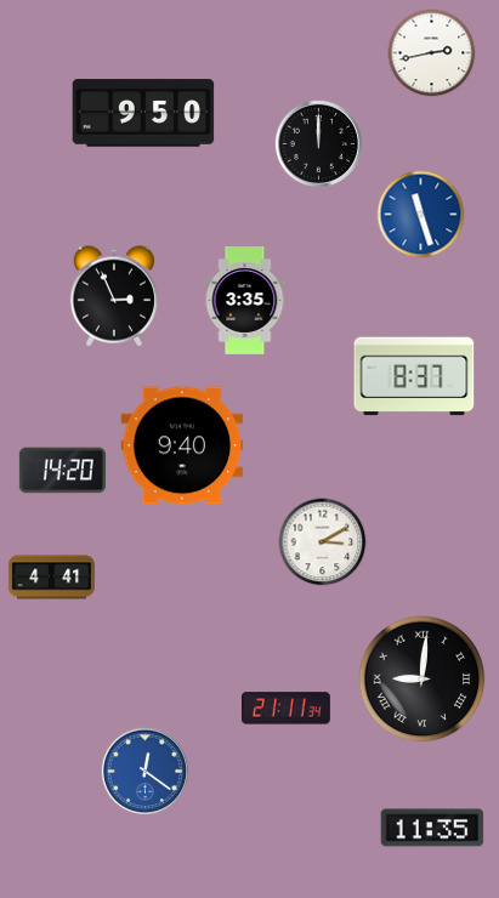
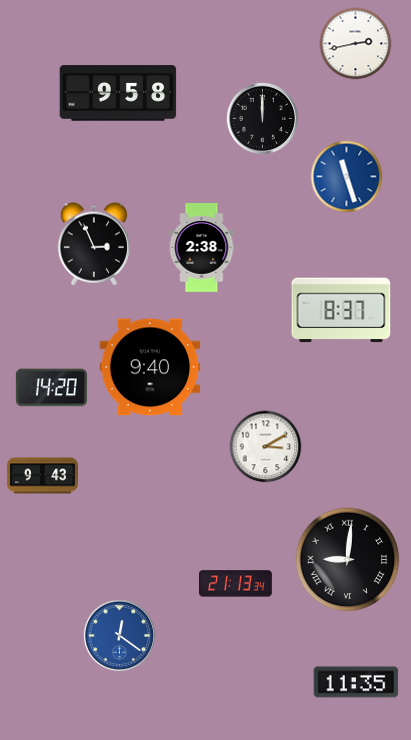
clock at (143, 113): 9:50 -> 9:58
clock at (245, 301): 3:35 -> 2:38
clock at (51, 578): 4:41 -> 9:43
clock at (285, 709): 21:11 -> 21:13
